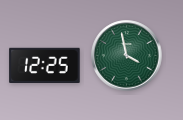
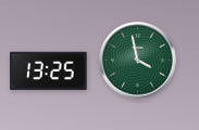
clock at (45, 65): 12:25 -> 13:25
